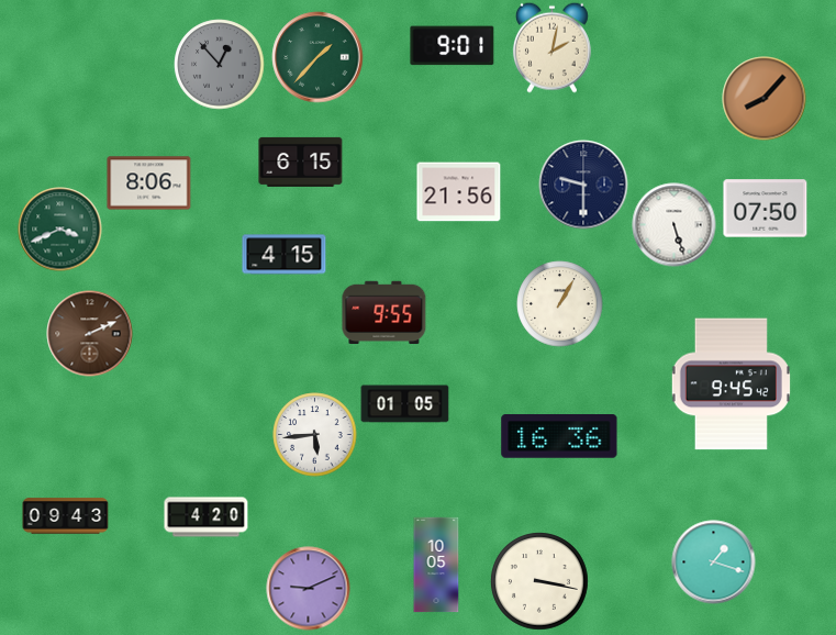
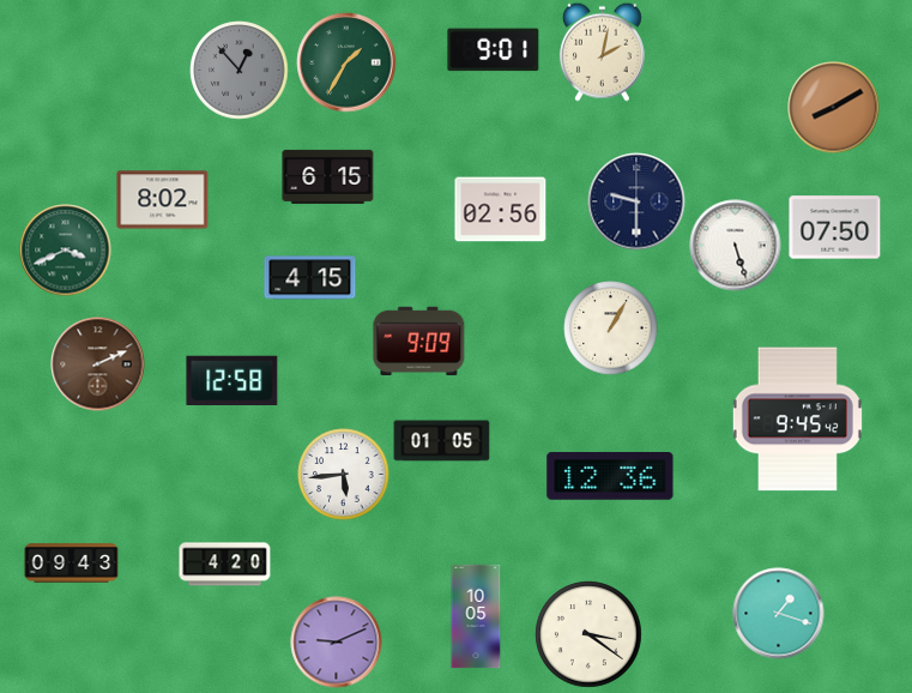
clock at (317, 57): 1:37 -> 1:35
clock at (765, 99): 8:07 -> 8:10
clock at (149, 183): 8:06 -> 8:02
clock at (459, 192): 21:56 -> 02:56
clock at (560, 304) position: (560, 304) -> (611, 329)
clock at (384, 312): 9:55 -> 9:09
clock at (232, 381): none -> 12:58
clock at (559, 437): 16:36 -> 12:36
clock at (539, 581): 3:17 -> 3:21
